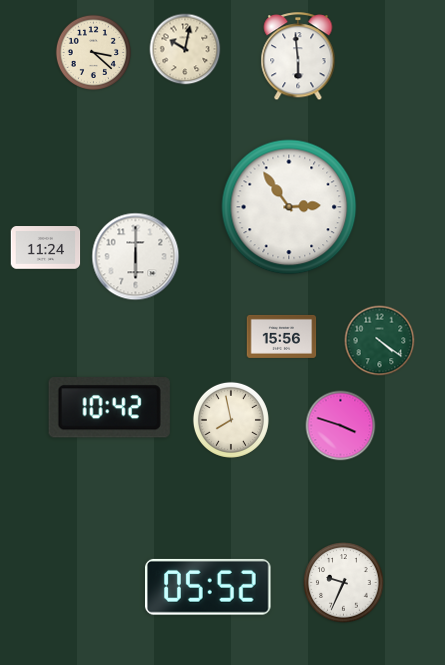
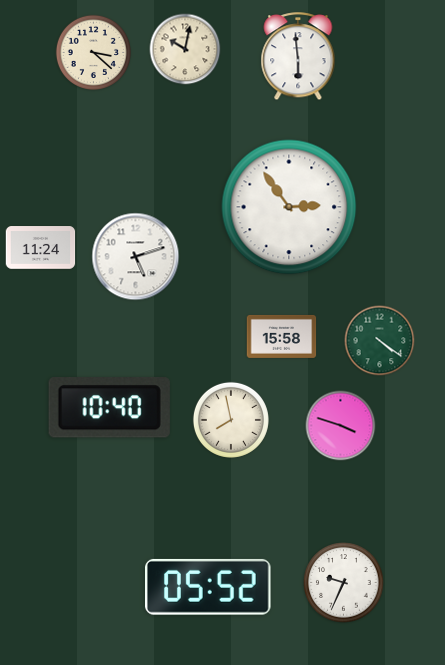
clock at (46, 248) position: (46, 248) -> (41, 248)
clock at (136, 257): 6:00 -> 5:12
clock at (282, 336): 15:56 -> 15:58
clock at (109, 408): 10:42 -> 10:40
